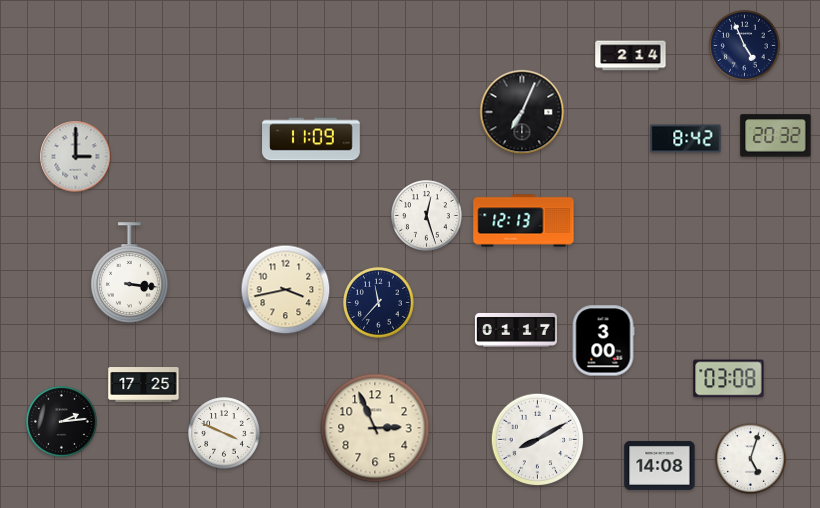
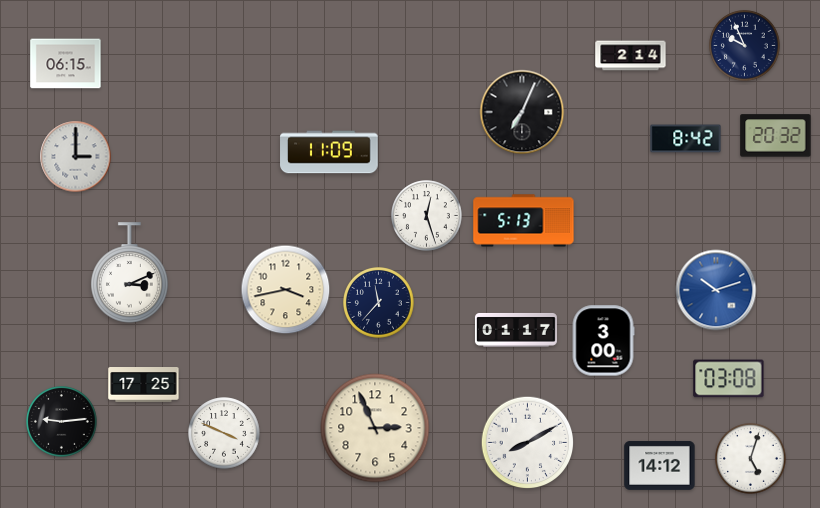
clock at (745, 46): 4:56 -> 9:56
clock at (66, 64): none -> 06:15
clock at (311, 139) position: (311, 139) -> (329, 152)
clock at (524, 221): 12:13 -> 5:13
clock at (130, 273): 3:16 -> 3:11
clock at (716, 290): none -> 10:12
clock at (62, 422): 2:14 -> 9:14
clock at (538, 440) position: (538, 440) -> (528, 443)
clock at (660, 465): 14:08 -> 14:12
